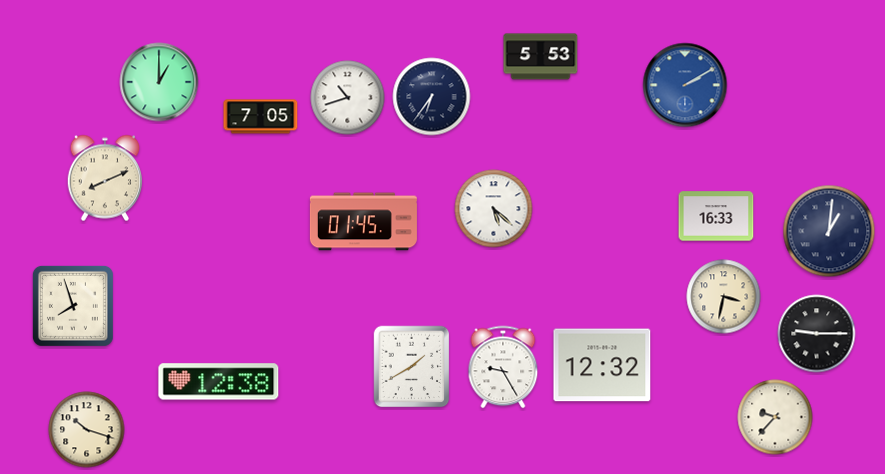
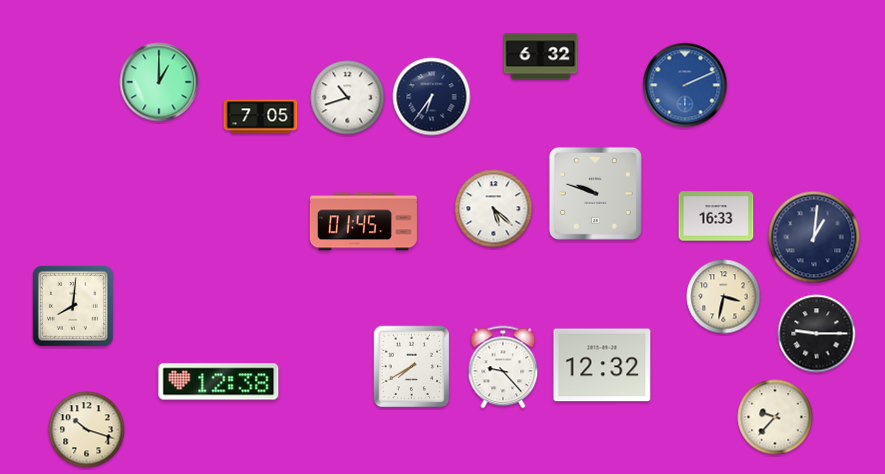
clock at (541, 57): 5:53 -> 6:32
clock at (685, 85): 2:10 -> 2:11
clock at (104, 178): 8:11 -> none
clock at (595, 193): none -> 9:48
clock at (829, 231) position: (829, 231) -> (814, 237)
clock at (73, 306): 7:57 -> 8:01
clock at (412, 367): 1:40 -> 7:40
clock at (503, 367): 9:25 -> 9:23
